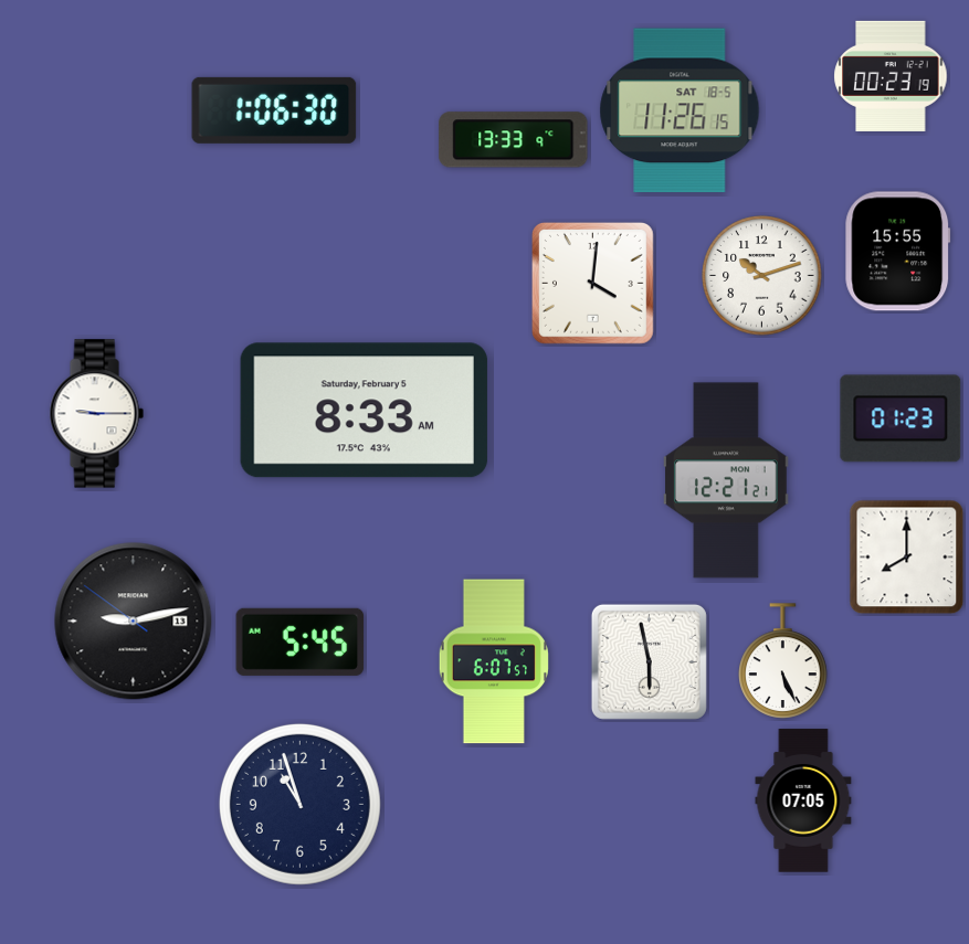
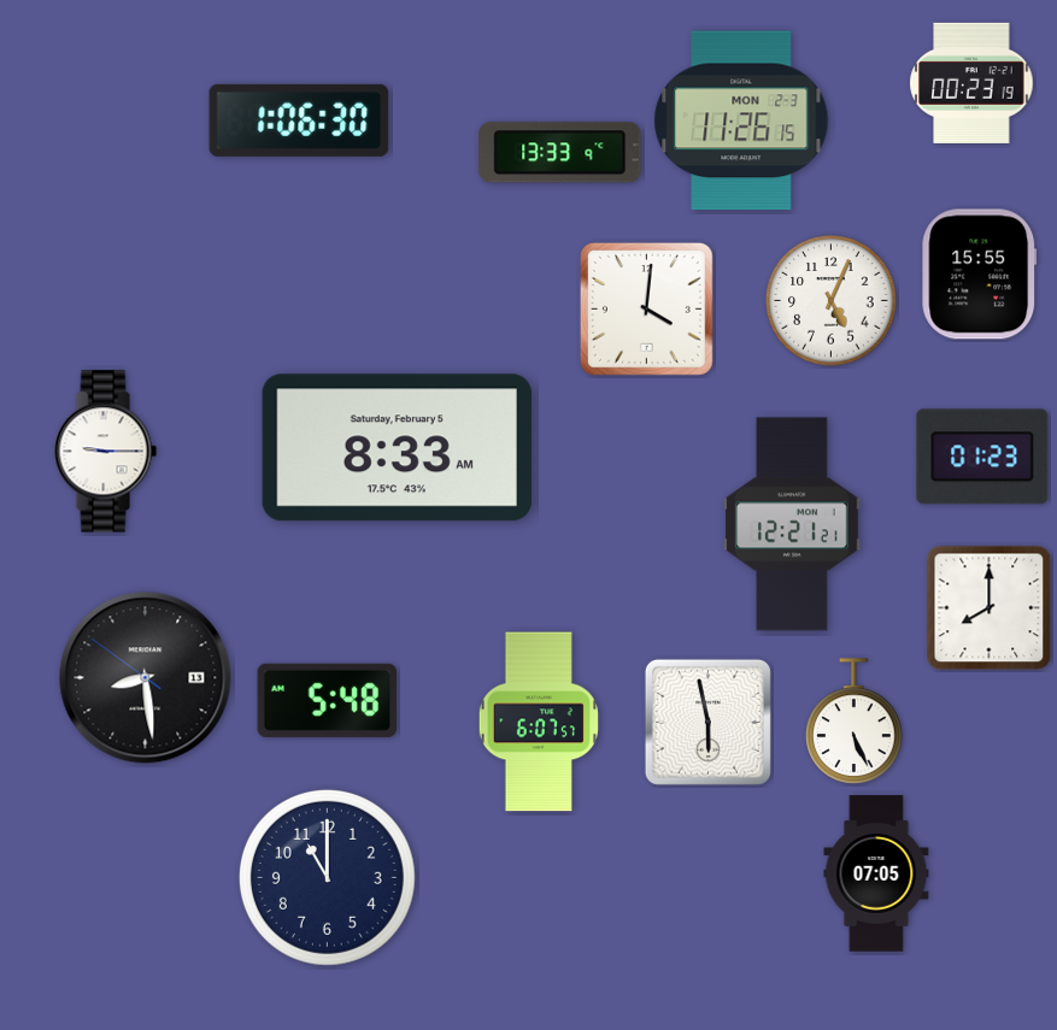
clock at (680, 110) date: SAT 18-5 -> MON 2-3
clock at (762, 276): 10:12 -> 5:04
clock at (134, 622): 9:12 -> 8:28
clock at (301, 641): 5:45 -> 5:48
clock at (299, 804): 10:57 -> 11:00
